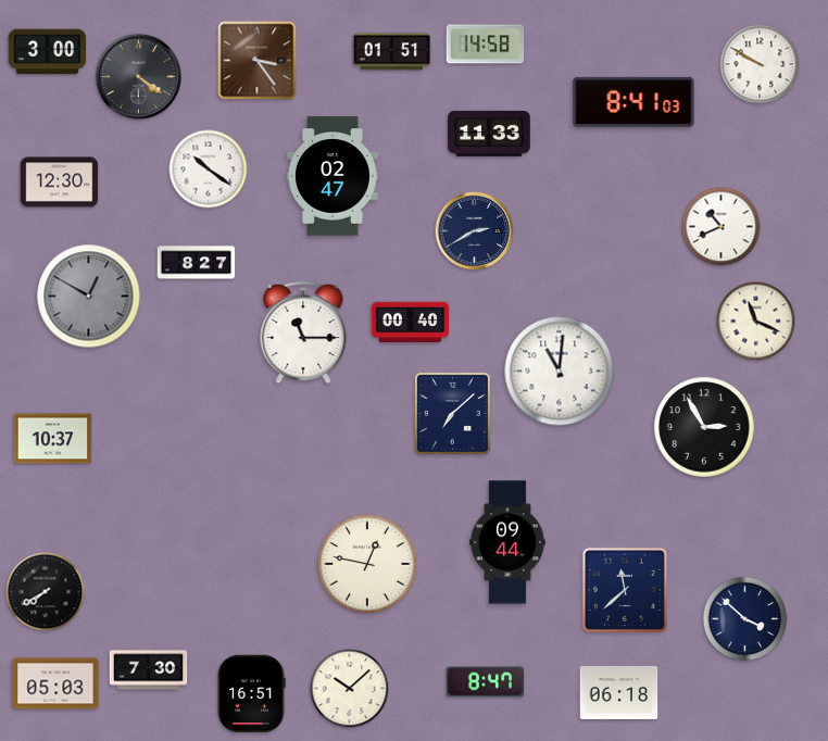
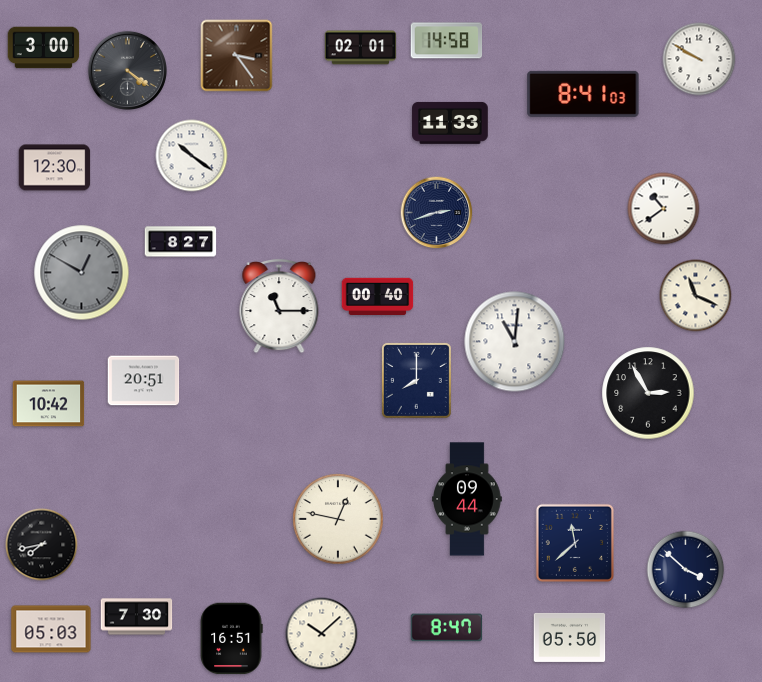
clock at (392, 52): 01:51 -> 02:01
clock at (334, 176): 02:47 -> none
clock at (722, 227): 10:41 -> 10:39
clock at (475, 231): 2:40 -> 2:42
clock at (452, 413): 7:08 -> 8:00
clock at (144, 381): none -> 20:51
clock at (53, 439): 10:37 -> 10:42
clock at (46, 592): 7:40 -> 7:43
clock at (619, 692): 06:18 -> 05:50
